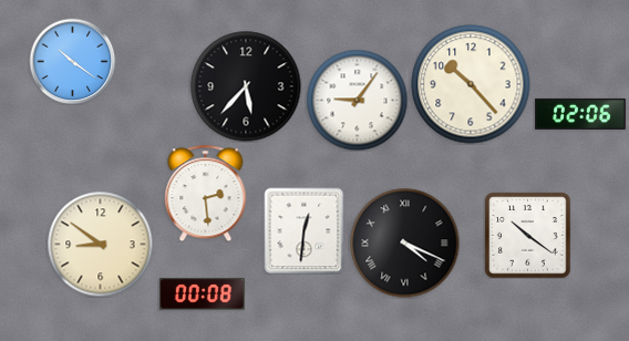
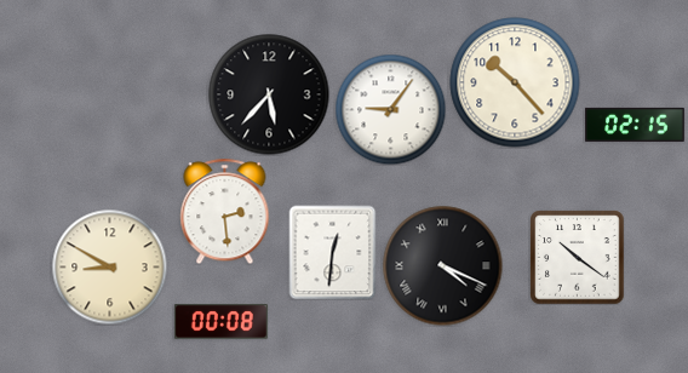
clock at (72, 61): 10:21 -> none
clock at (471, 84) position: (471, 84) -> (515, 82)
clock at (580, 114): 02:06 -> 02:15
clock at (100, 244): 8:51 -> 8:50
